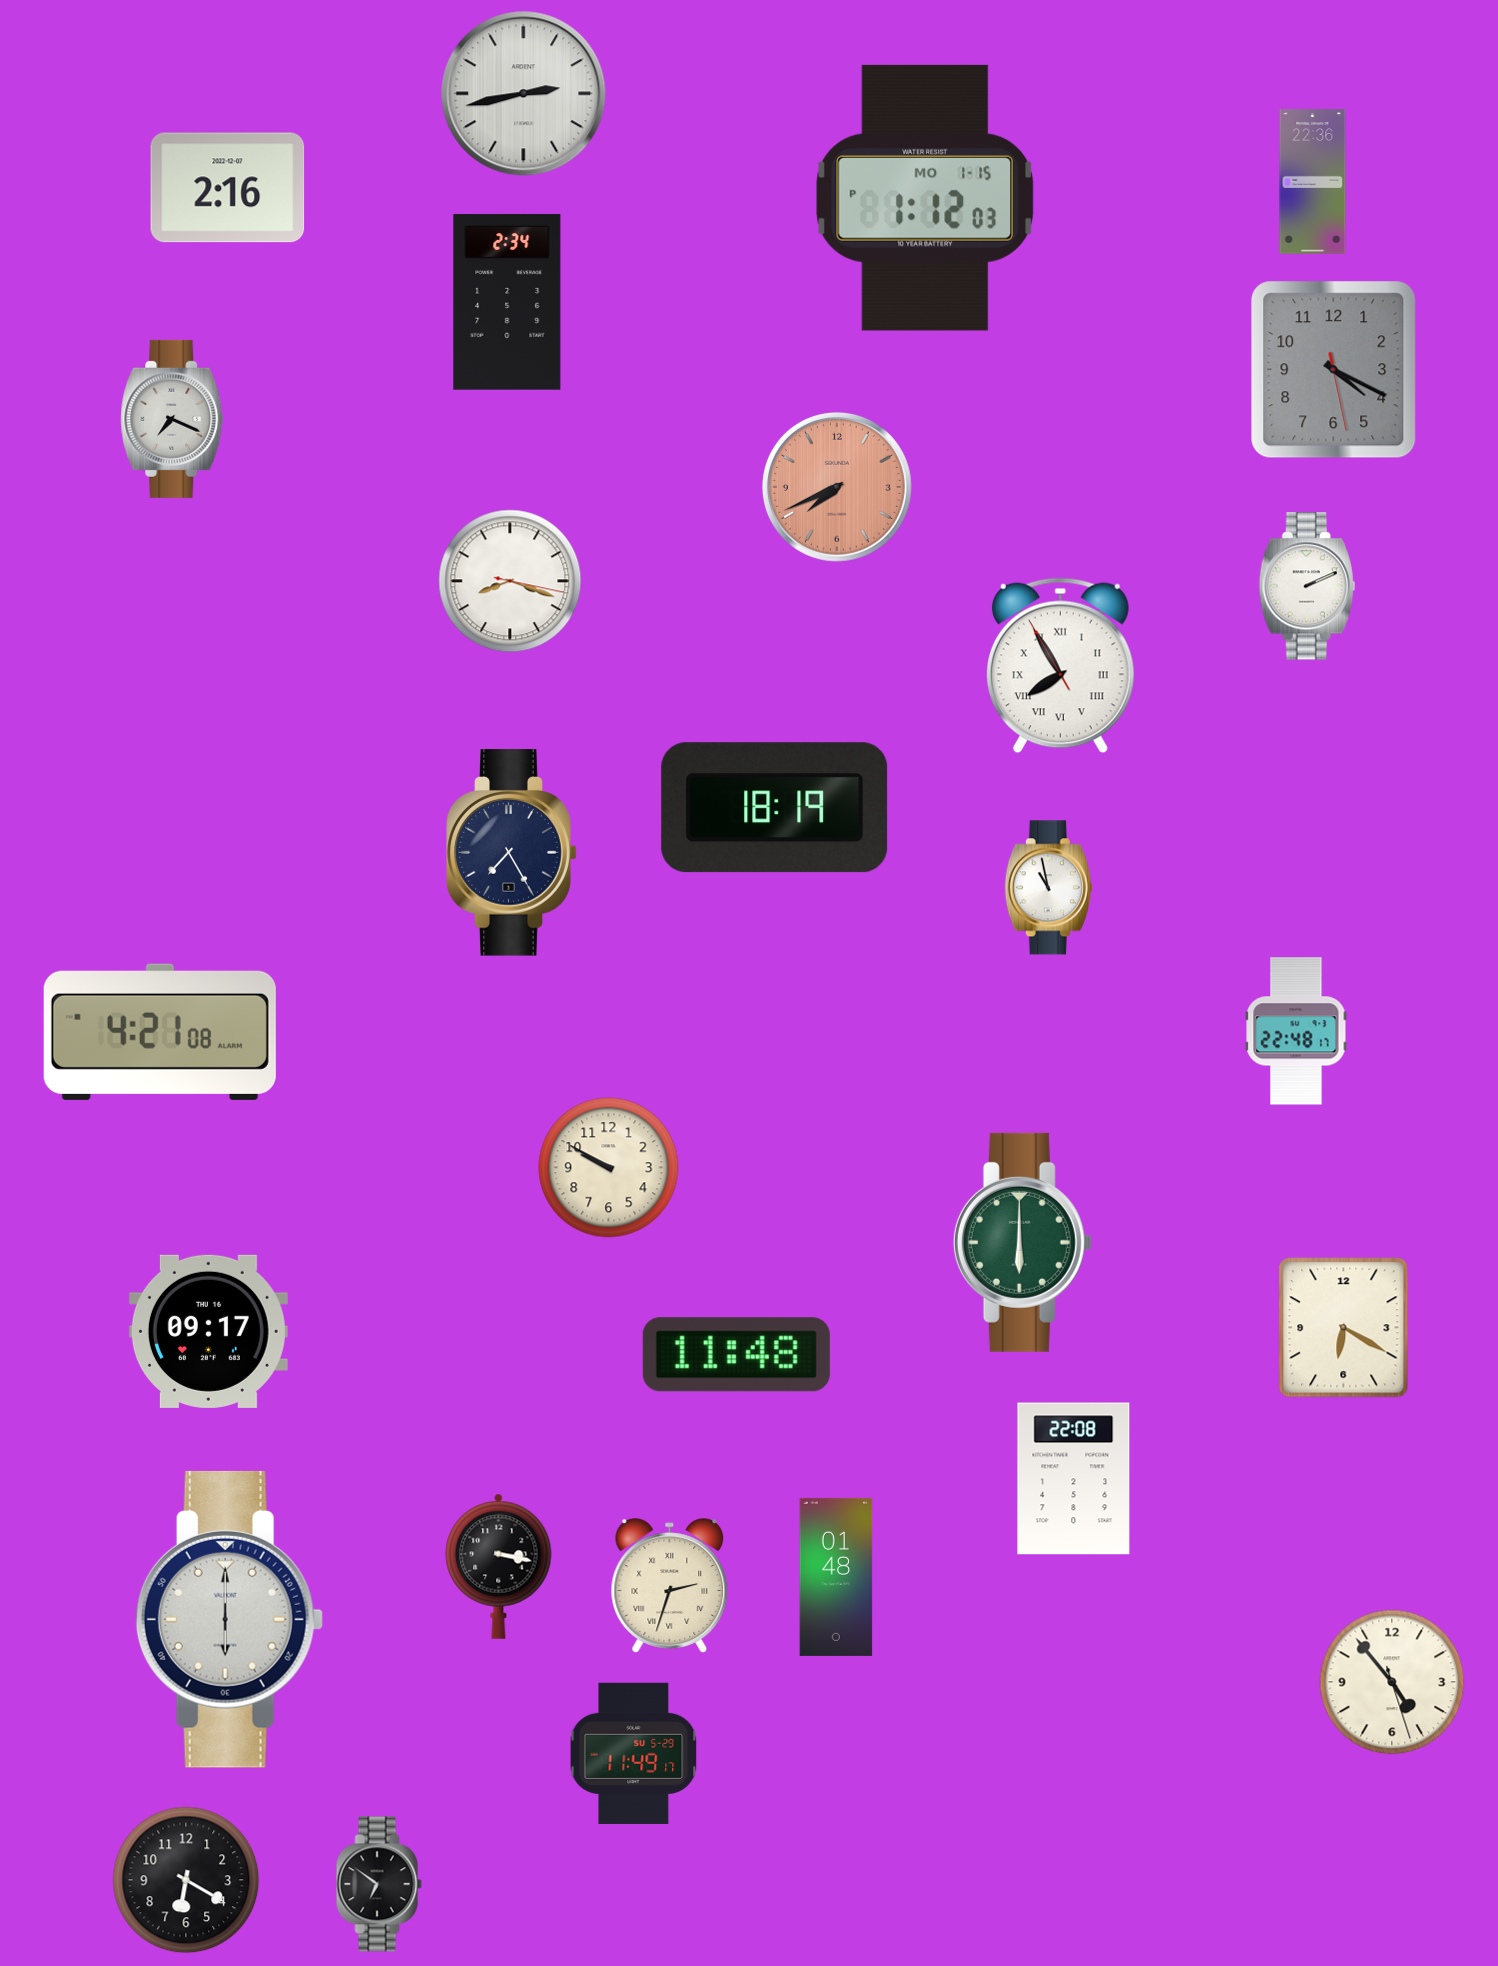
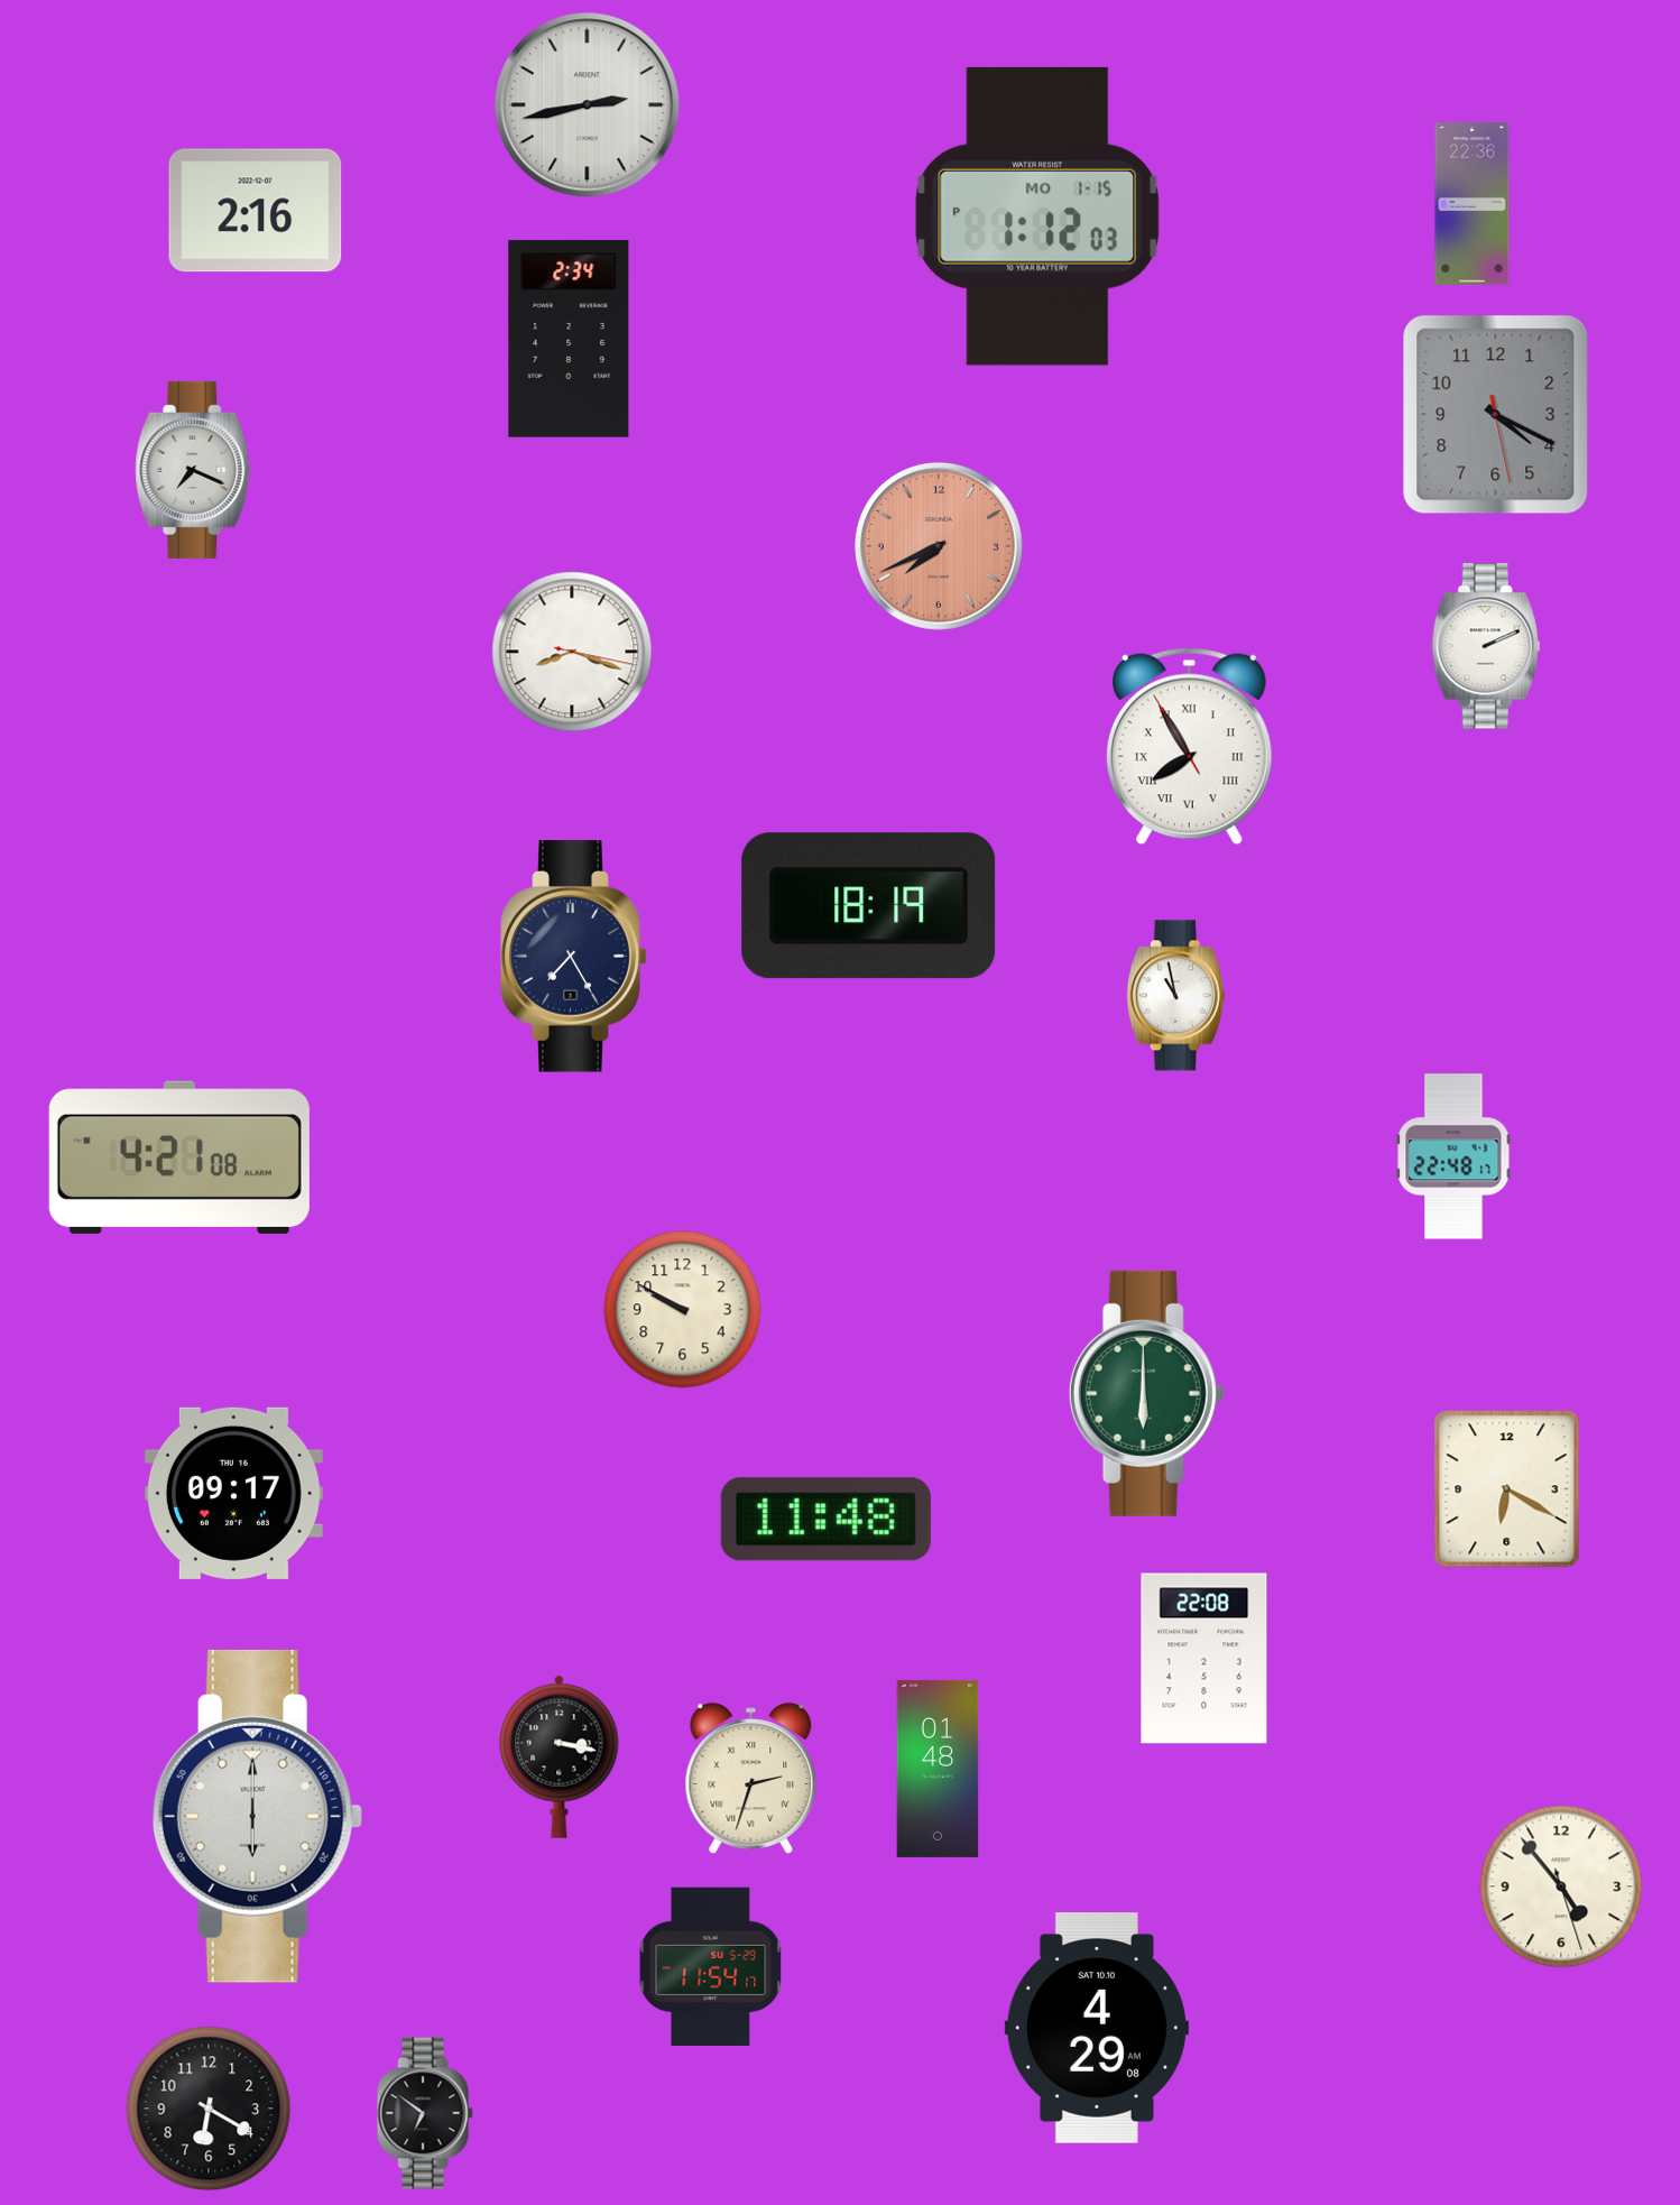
clock at (924, 198) position: (924, 198) -> (1036, 216)
clock at (1307, 586) position: (1307, 586) -> (1486, 646)
clock at (634, 1753): 11:49 -> 11:54
clock at (1097, 2028): none -> 4:29
